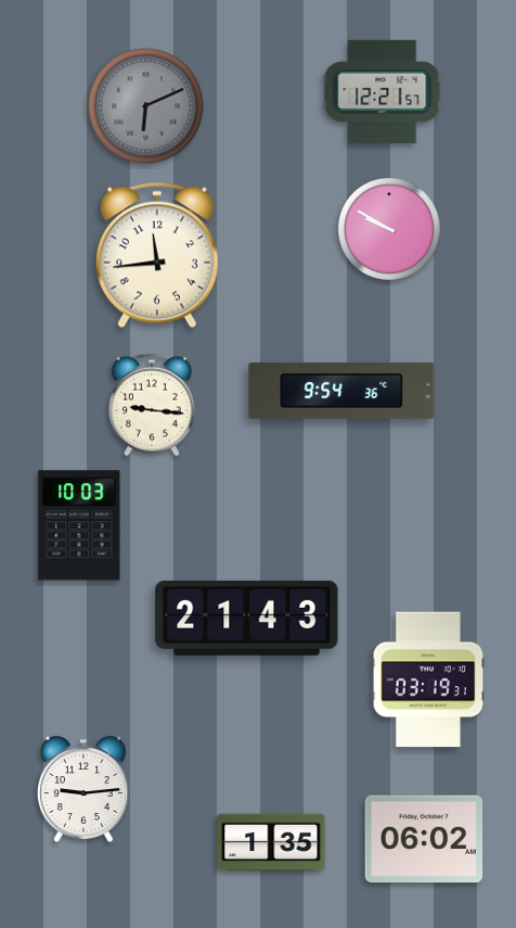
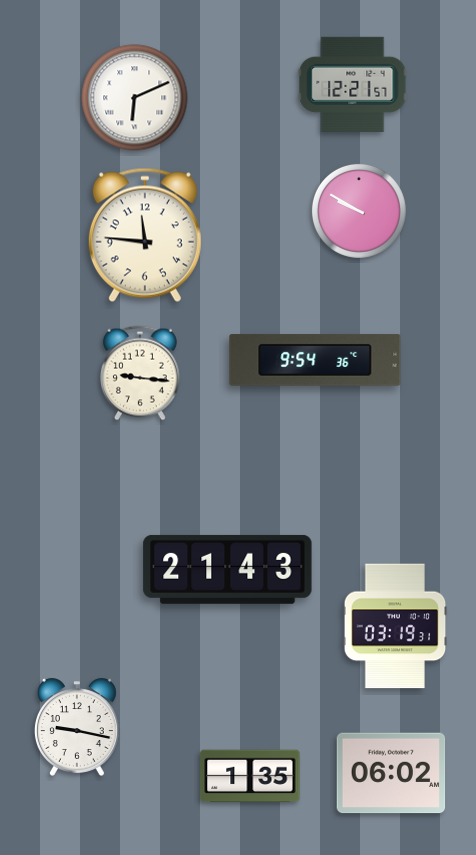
clock at (146, 106) dial: grey -> white
clock at (157, 255): 11:44 -> 11:46
clock at (79, 525): 10:03 -> none
clock at (83, 789): 9:14 -> 9:17
